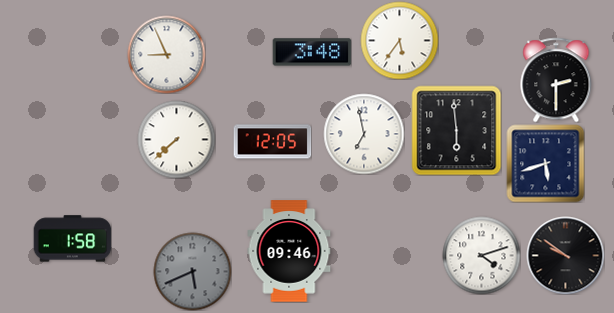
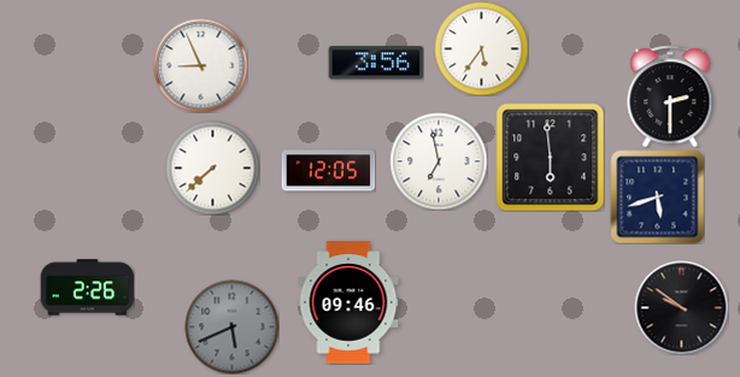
clock at (312, 52): 3:48 -> 3:56
clock at (72, 239): 1:58 -> 2:26
clock at (481, 255): 4:12 -> none
